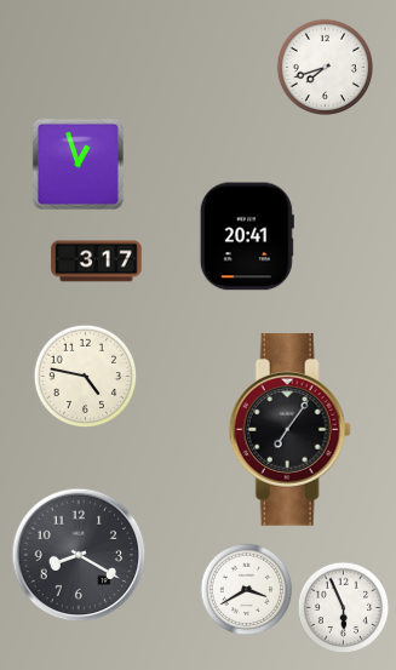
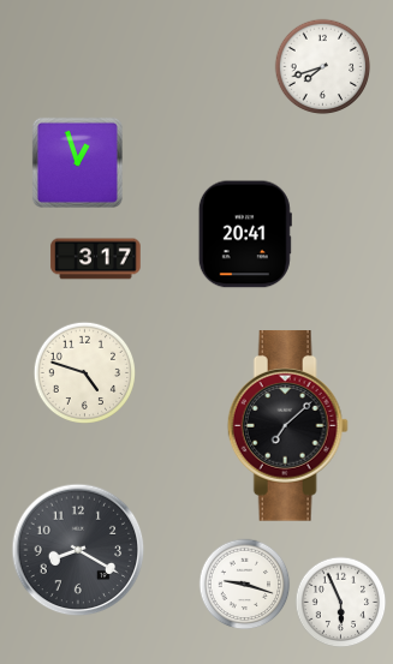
clock at (86, 377): 4:47 -> 4:48
clock at (289, 430): 7:06 -> 7:08
clock at (247, 590): 3:40 -> 9:18
